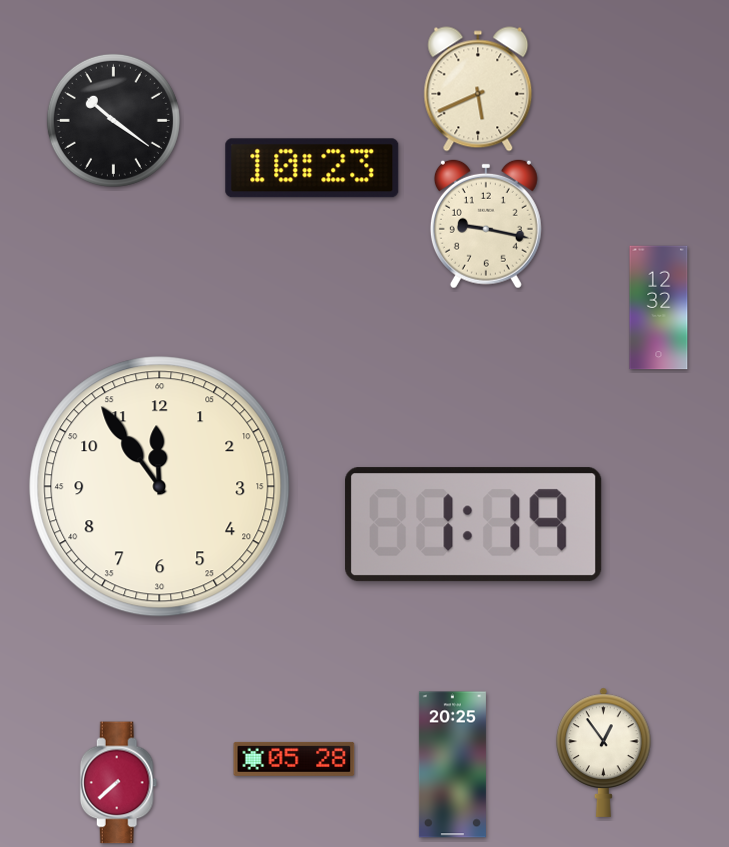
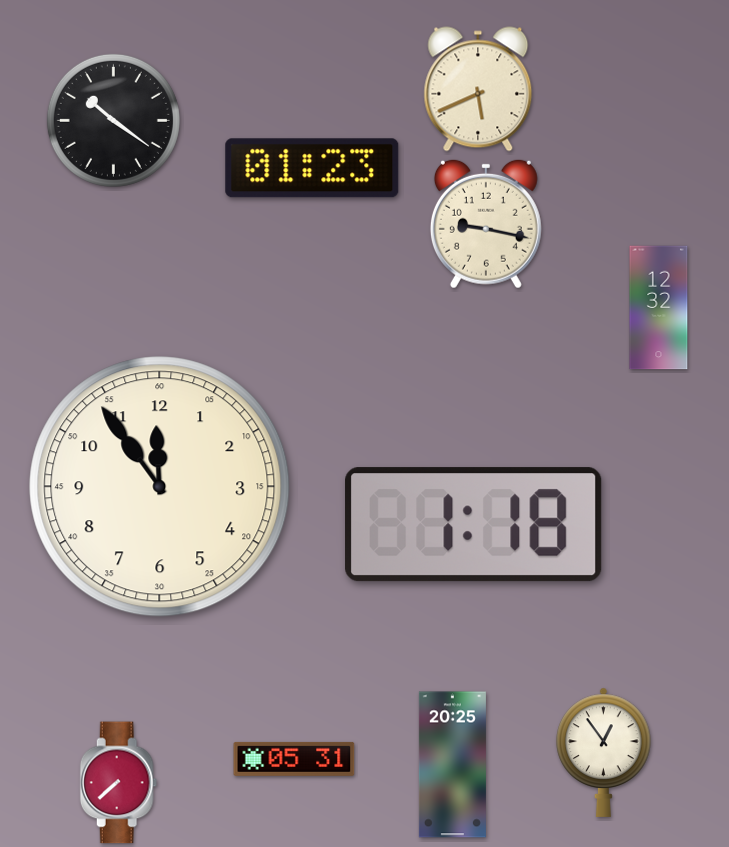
clock at (312, 168): 10:23 -> 01:23
clock at (474, 525): 1:19 -> 1:18
clock at (294, 759): 05:28 -> 05:31
